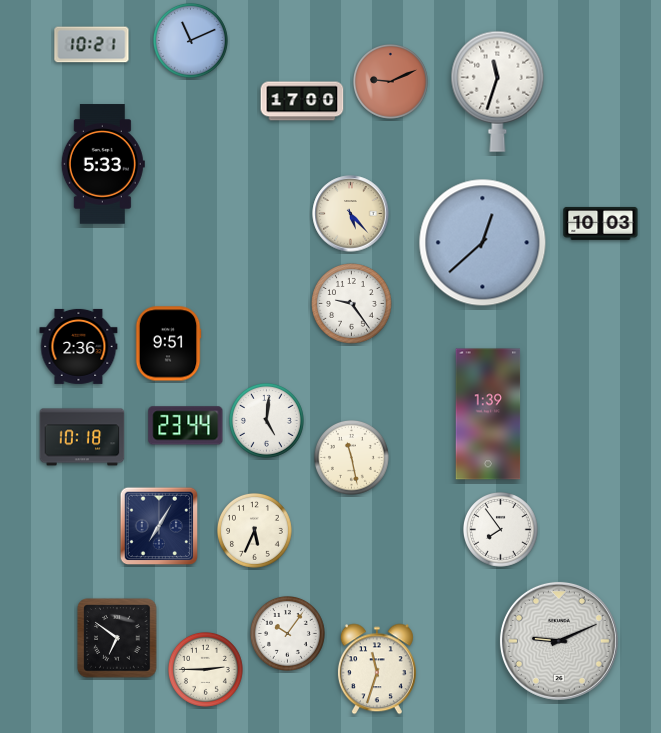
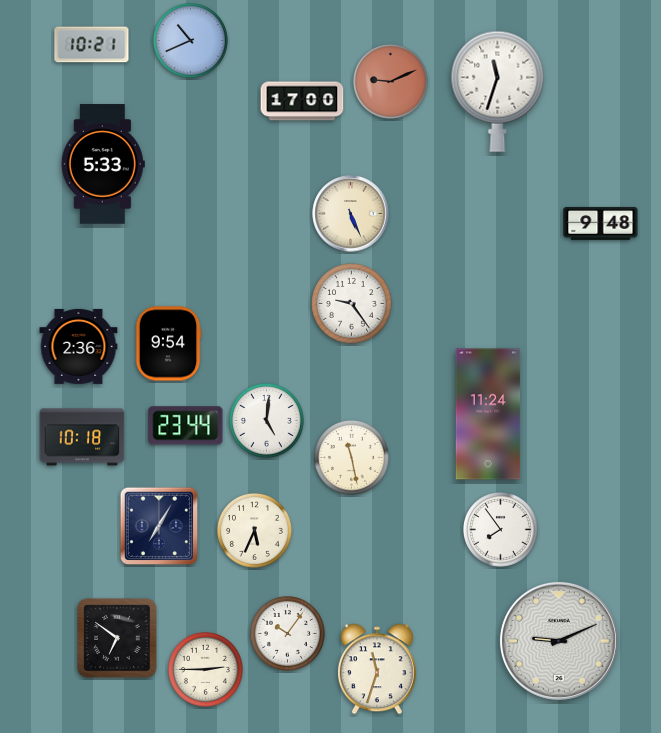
clock at (191, 41): 11:11 -> 10:41
clock at (351, 214): 5:23 -> 5:26
clock at (601, 223): 10:03 -> 9:48
clock at (483, 243): 12:38 -> none
clock at (168, 344): 9:51 -> 9:54
clock at (488, 414): 1:39 -> 11:24
